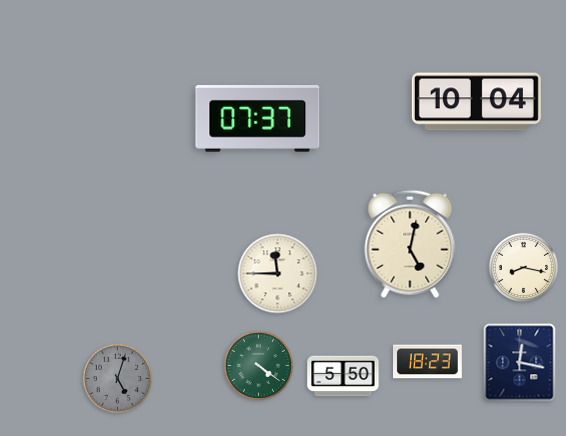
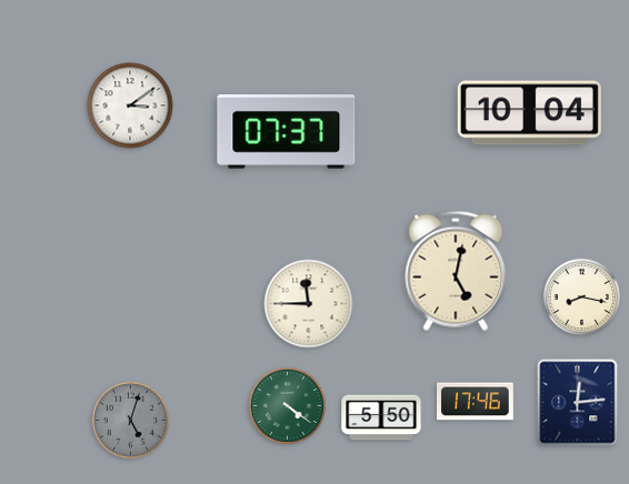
clock at (130, 105): none -> 3:09
clock at (428, 362): 18:23 -> 17:46
clock at (520, 363): 12:17 -> 12:14
